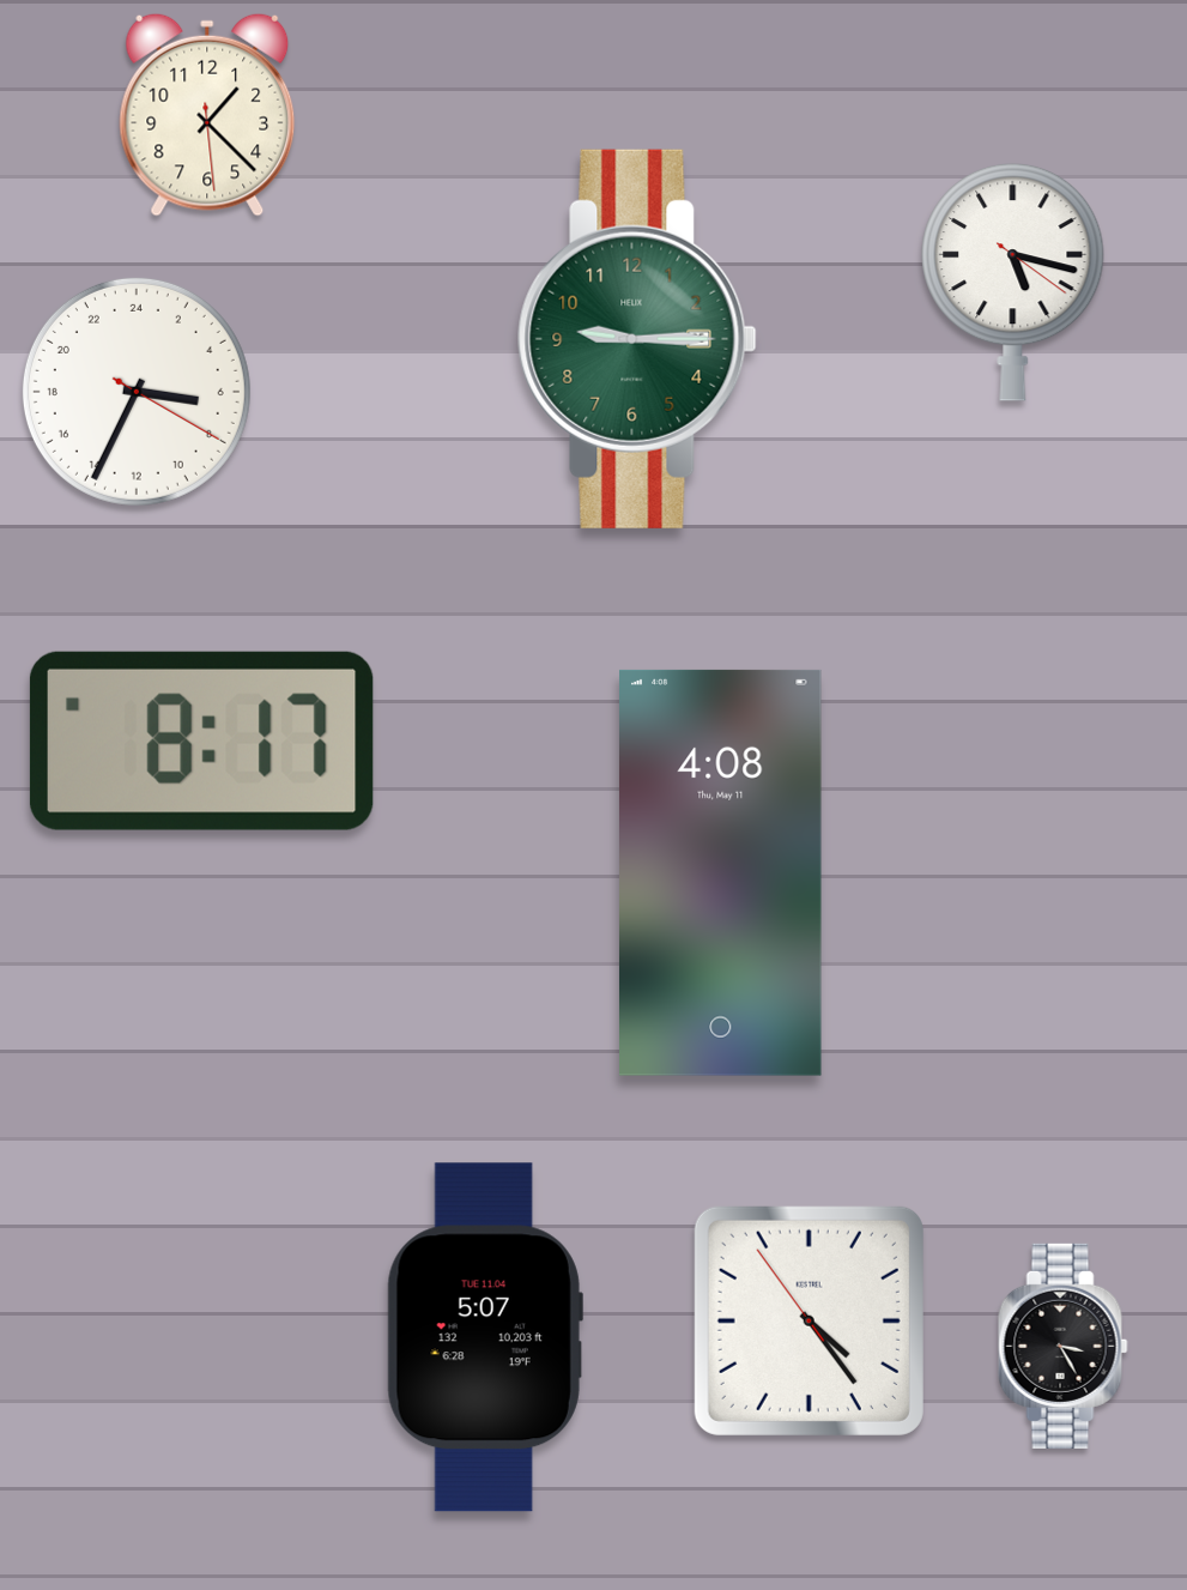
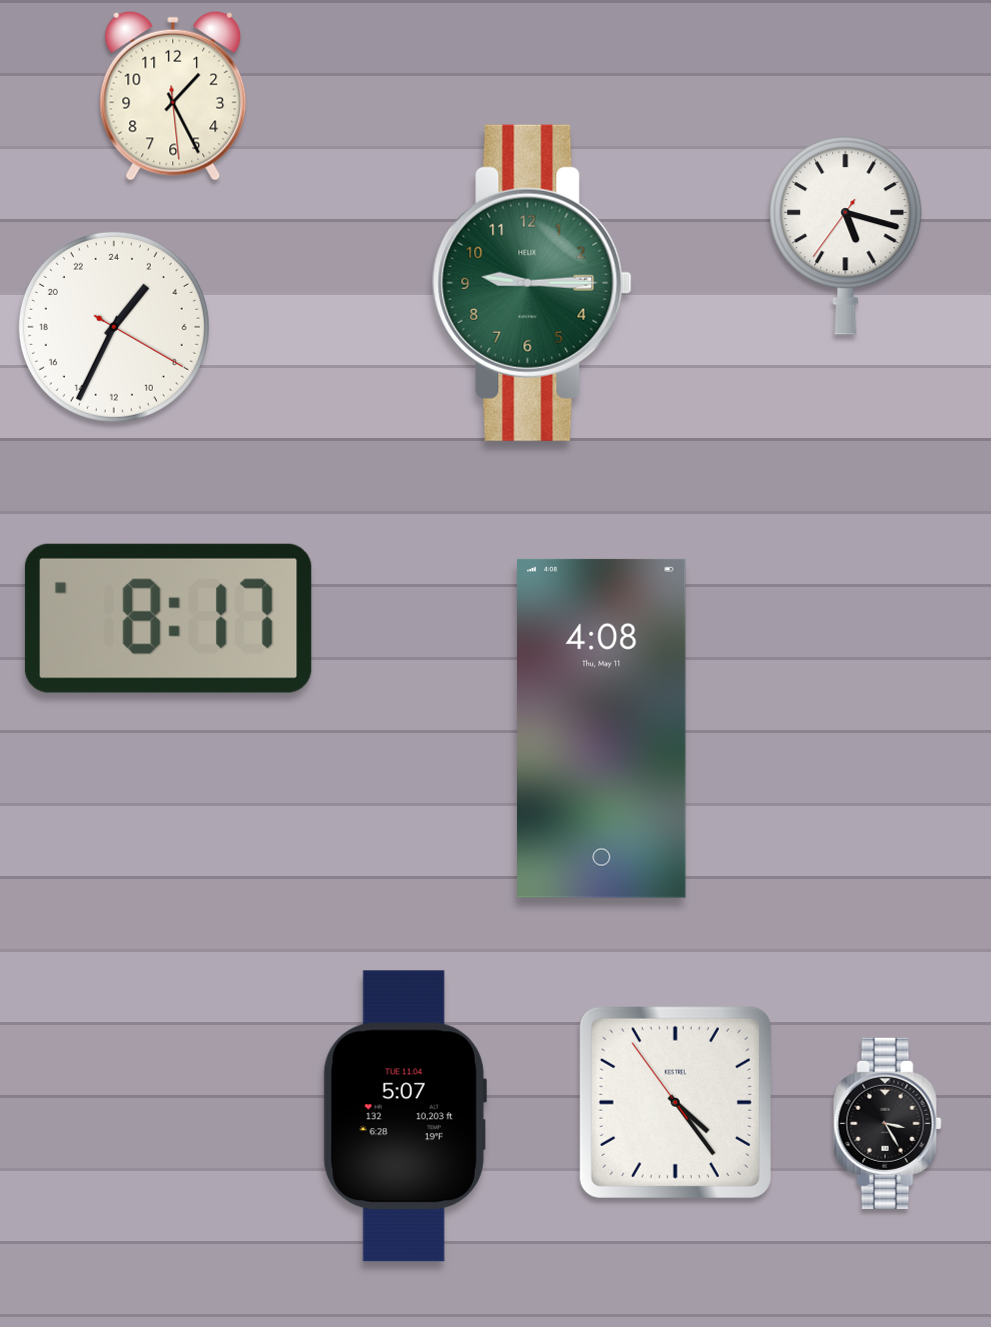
clock at (207, 115): 1:22 -> 1:25
clock at (1013, 282): 5:17:21 -> 5:17:36
clock at (137, 392): 6:34 -> 2:34
